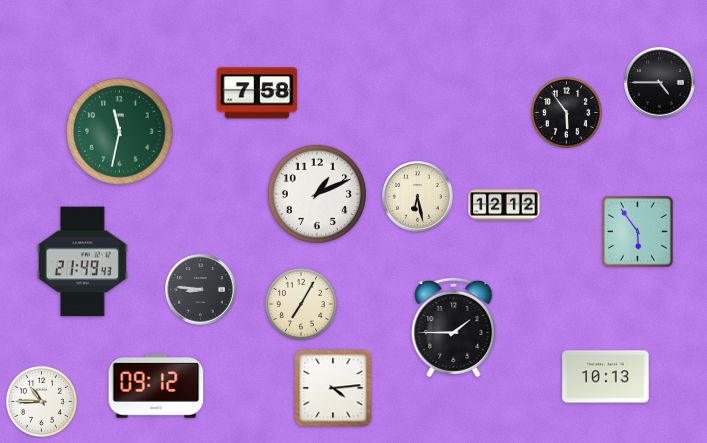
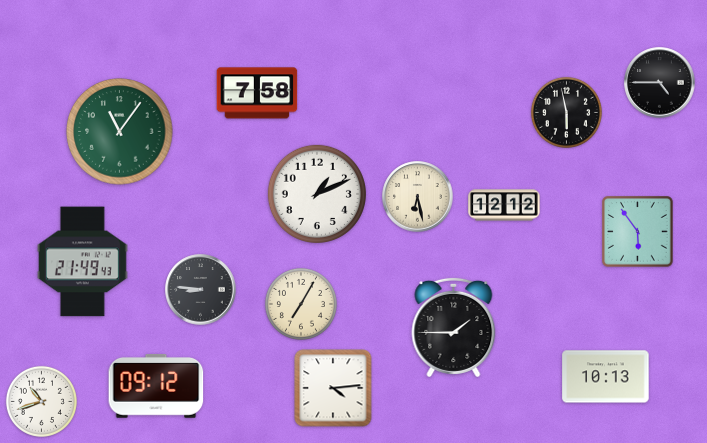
clock at (566, 112): 5:54 -> 5:58
clock at (120, 132): 11:32 -> 11:06
clock at (41, 401): 10:45 -> 10:42
